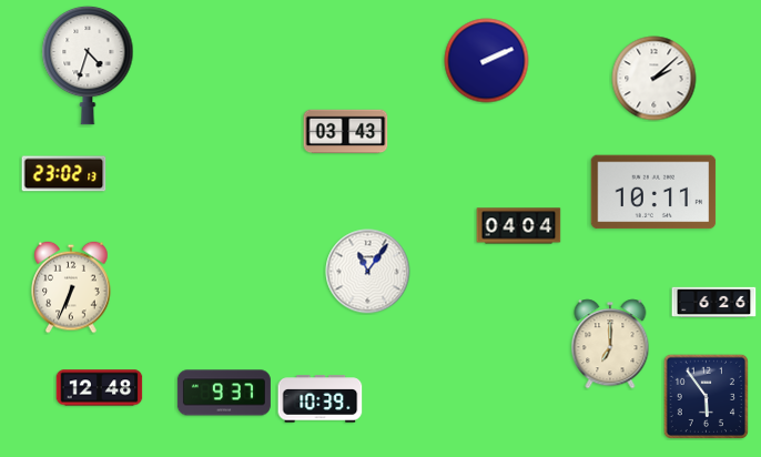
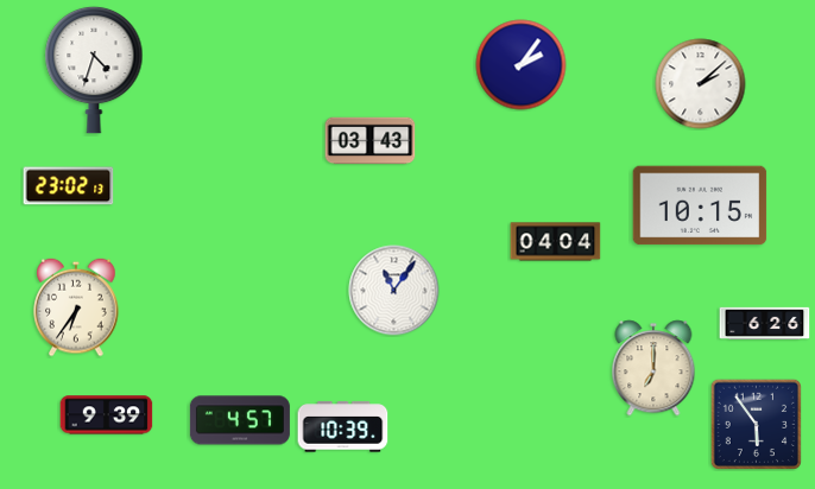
clock at (487, 61): 2:11 -> 2:06
clock at (653, 192): 10:11 -> 10:15
clock at (71, 287): 6:34 -> 6:36
clock at (100, 388): 12:48 -> 9:39
clock at (224, 393): 9:37 -> 4:57
